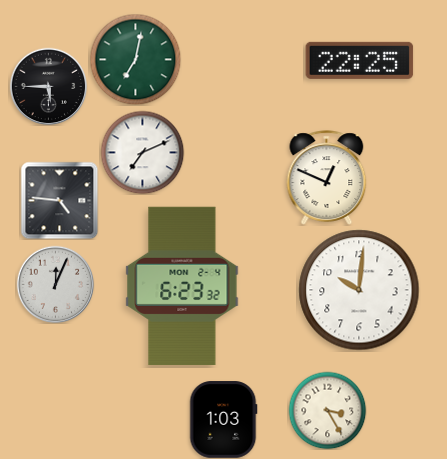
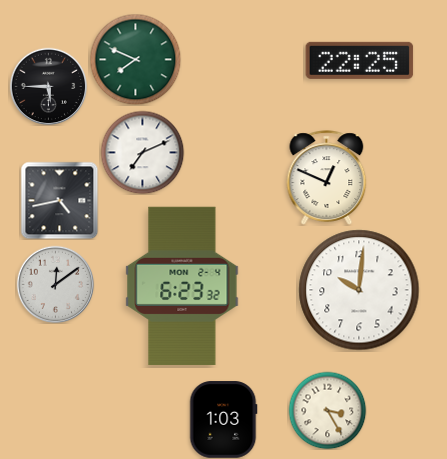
clock at (135, 59): 7:02 -> 7:49
clock at (59, 200): 4:46 -> 4:43
clock at (55, 284): 12:04 -> 12:09
